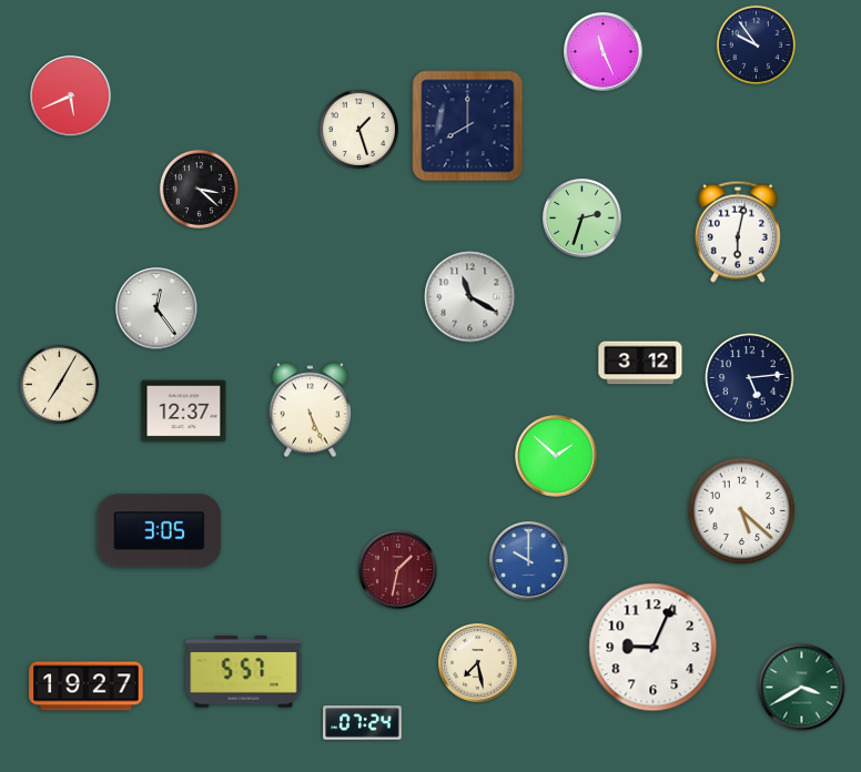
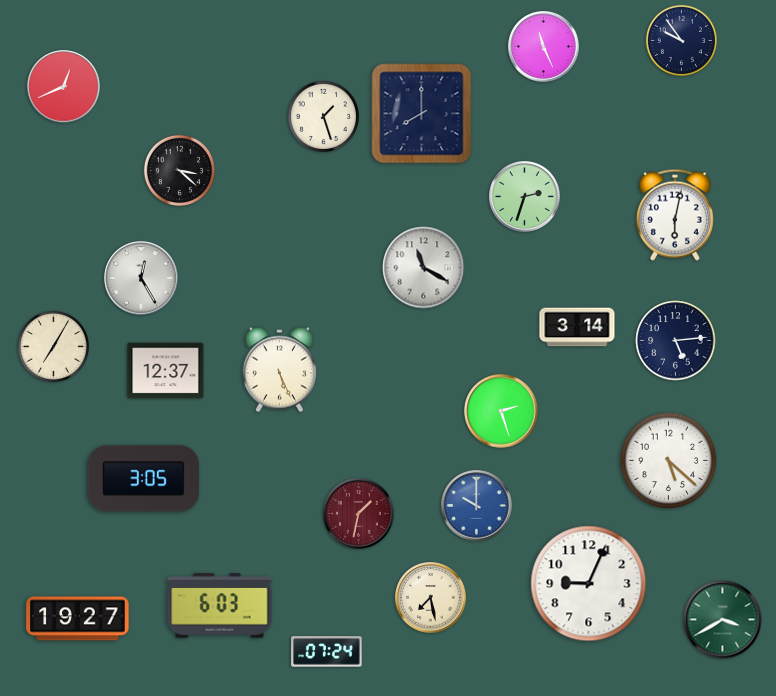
clock at (71, 96): 5:41 -> 12:41
clock at (738, 232) position: (738, 232) -> (675, 215)
clock at (156, 308): 12:24 -> 12:25
clock at (640, 363): 3:12 -> 3:14
clock at (556, 456): 1:52 -> 2:27
clock at (244, 672): 5:57 -> 6:03
